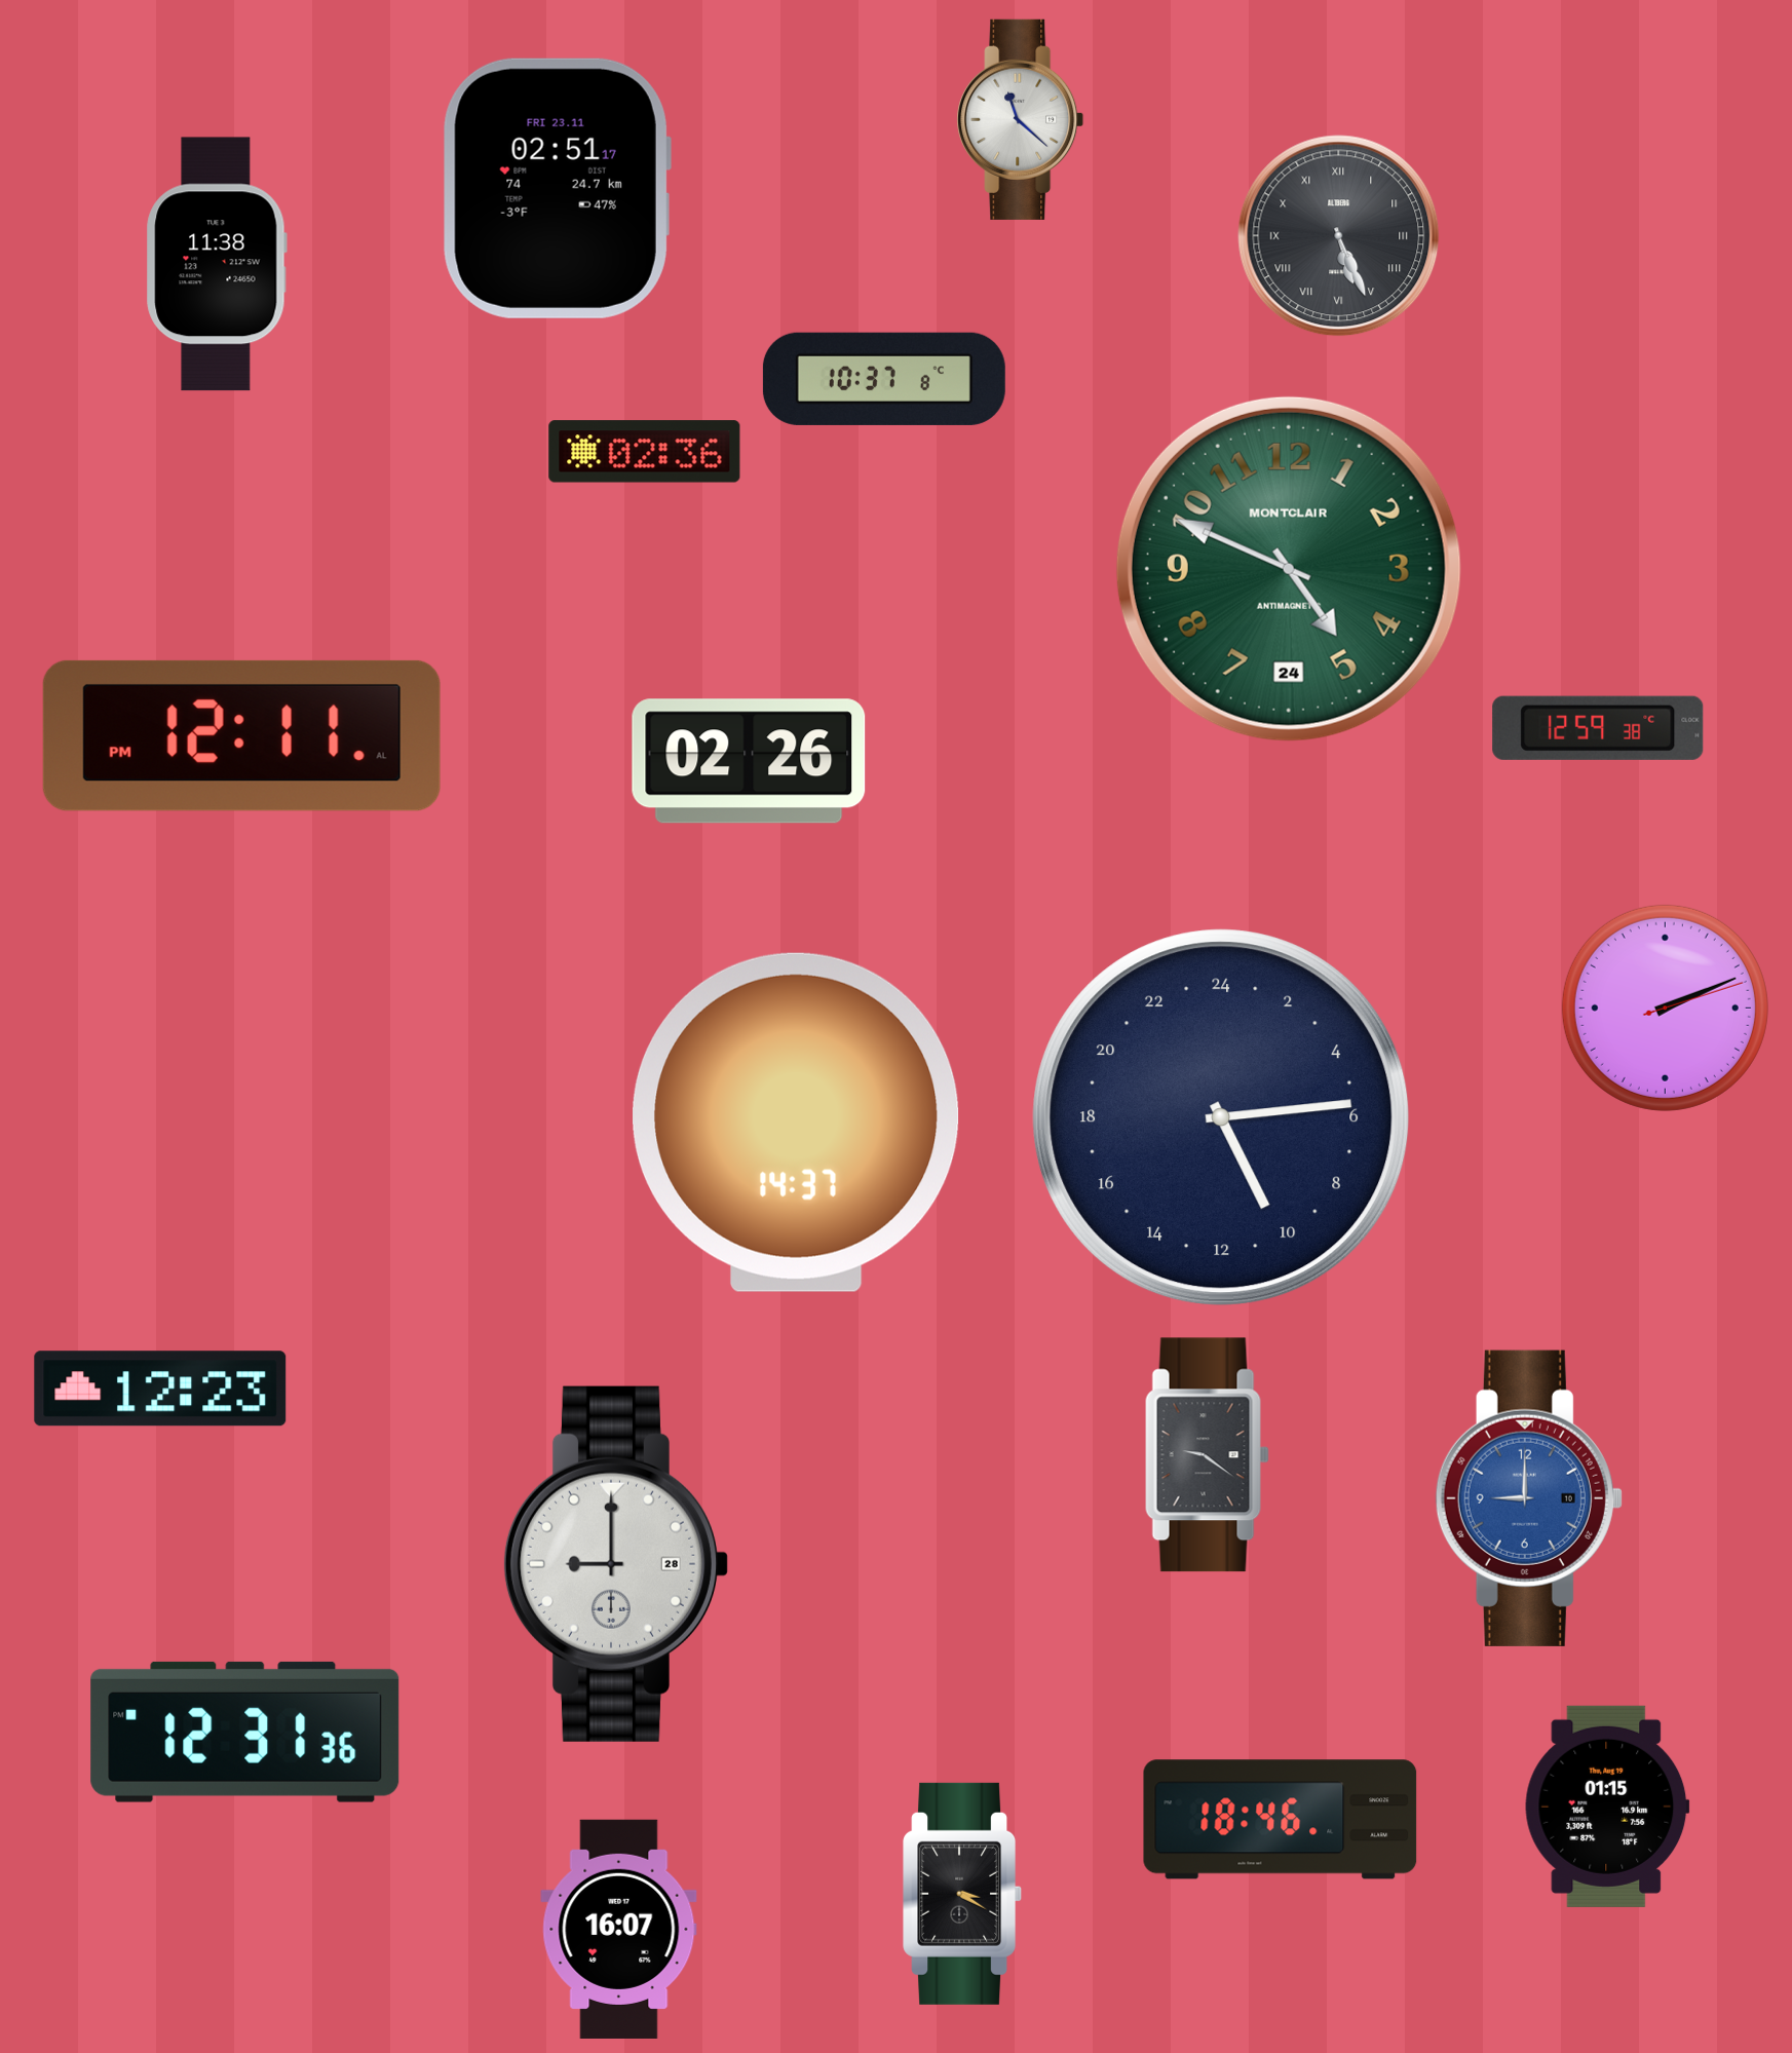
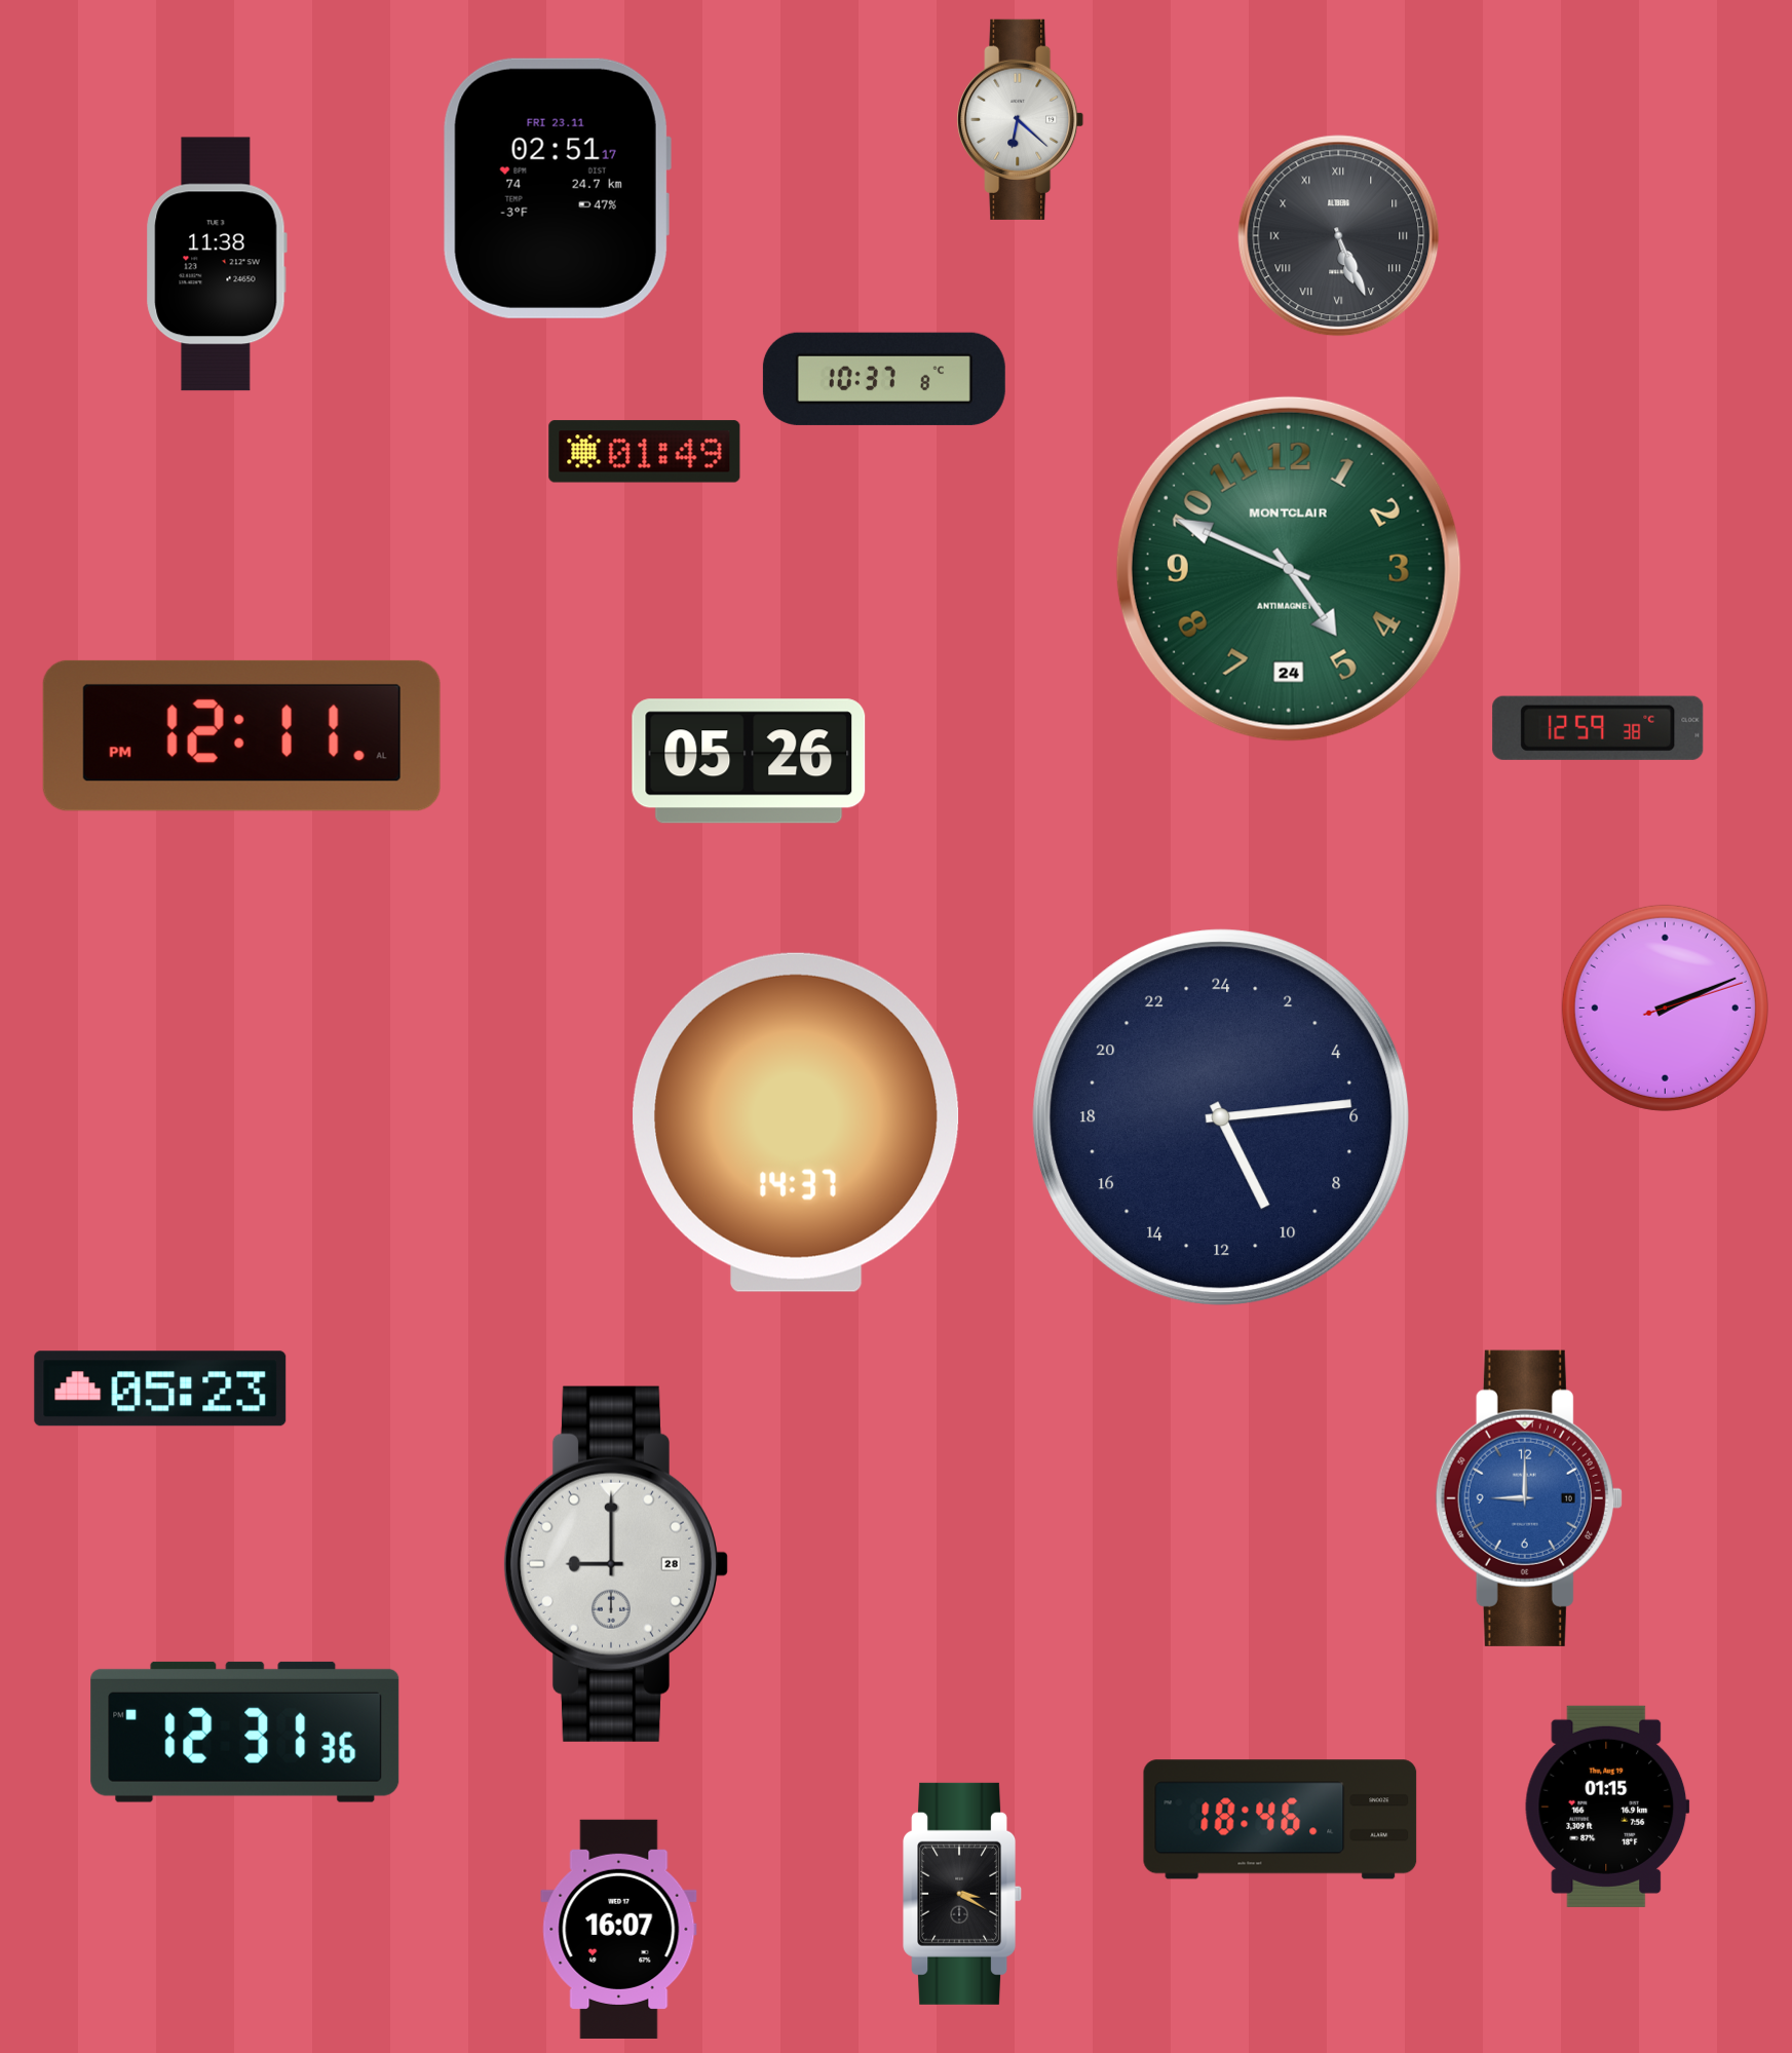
clock at (1021, 119): 11:22 -> 6:22
clock at (645, 452): 02:36 -> 01:49
clock at (749, 761): 02:26 -> 05:26
clock at (160, 1389): 12:23 -> 05:23
clock at (1207, 1455): 9:21 -> none
